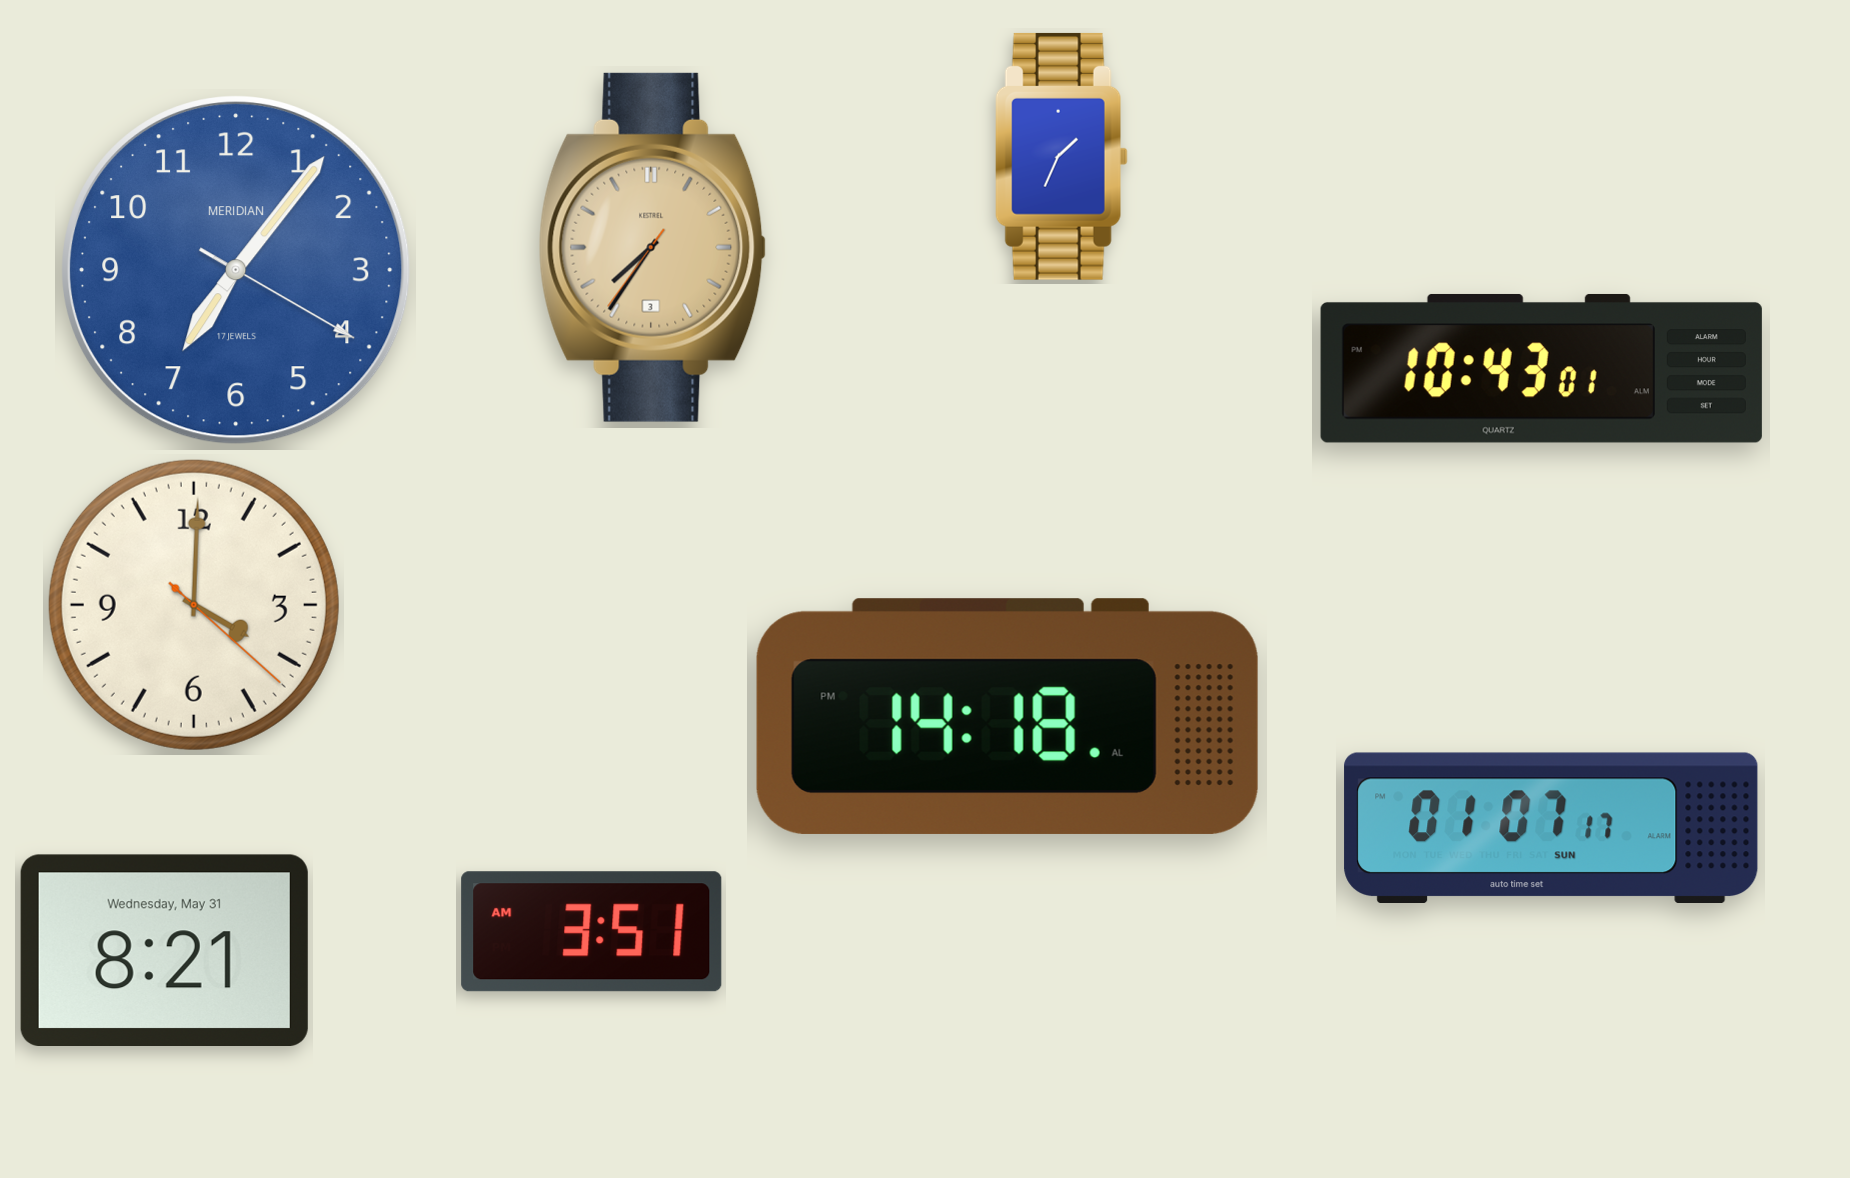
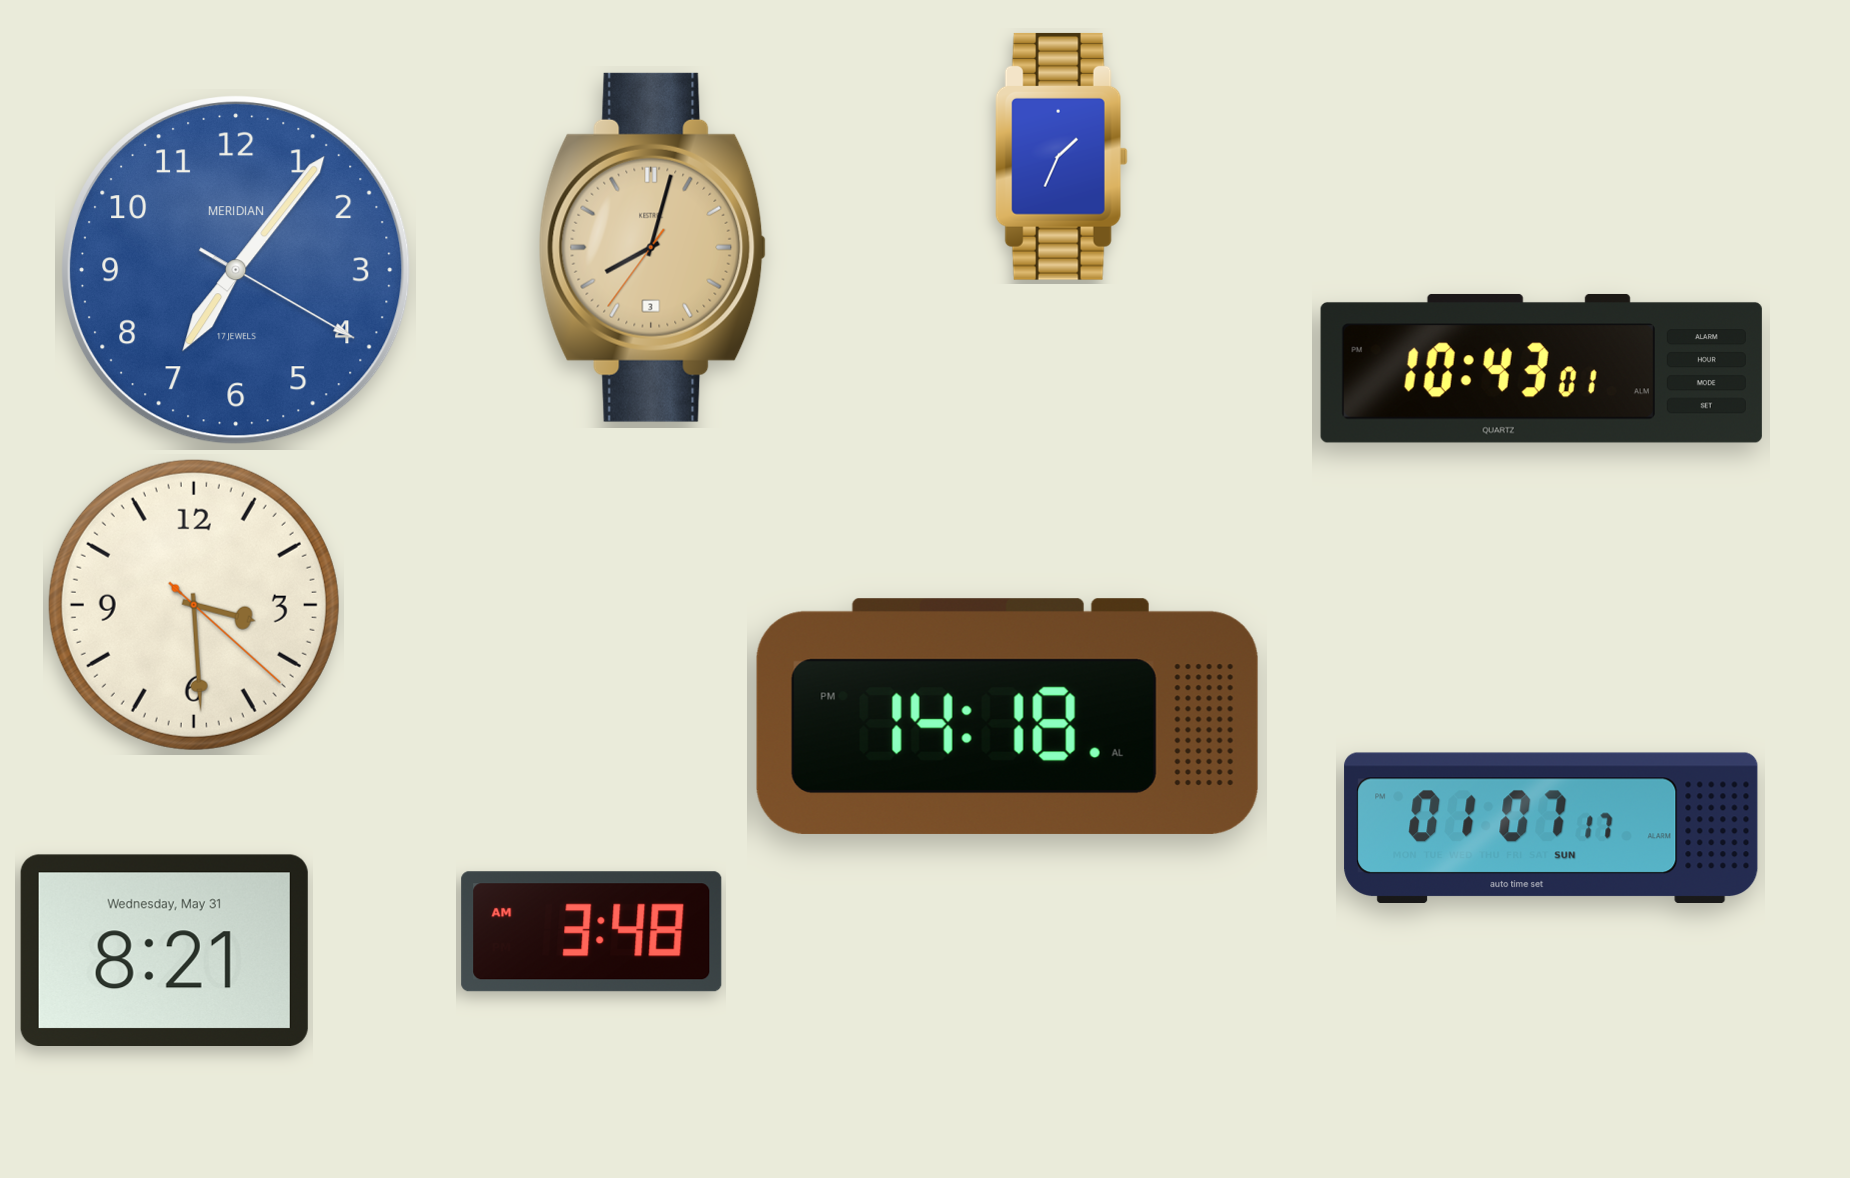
clock at (653, 247): 7:35 -> 8:02
clock at (194, 605): 4:00 -> 3:29
clock at (592, 932): 3:51 -> 3:48
